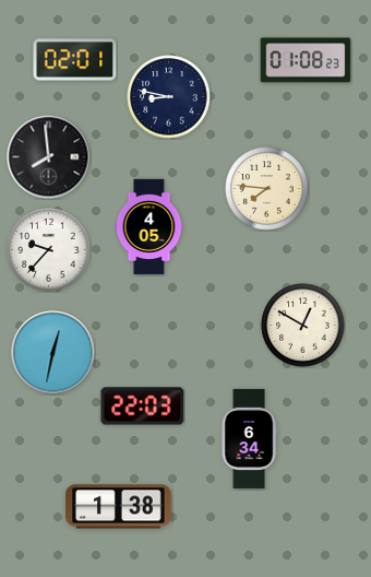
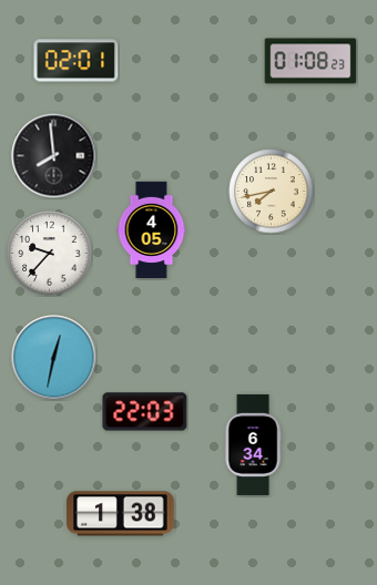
clock at (169, 97): 8:47 -> none
clock at (49, 157) position: (49, 157) -> (54, 156)
clock at (267, 189): 7:46 -> 7:43
clock at (303, 326): 12:50 -> none
